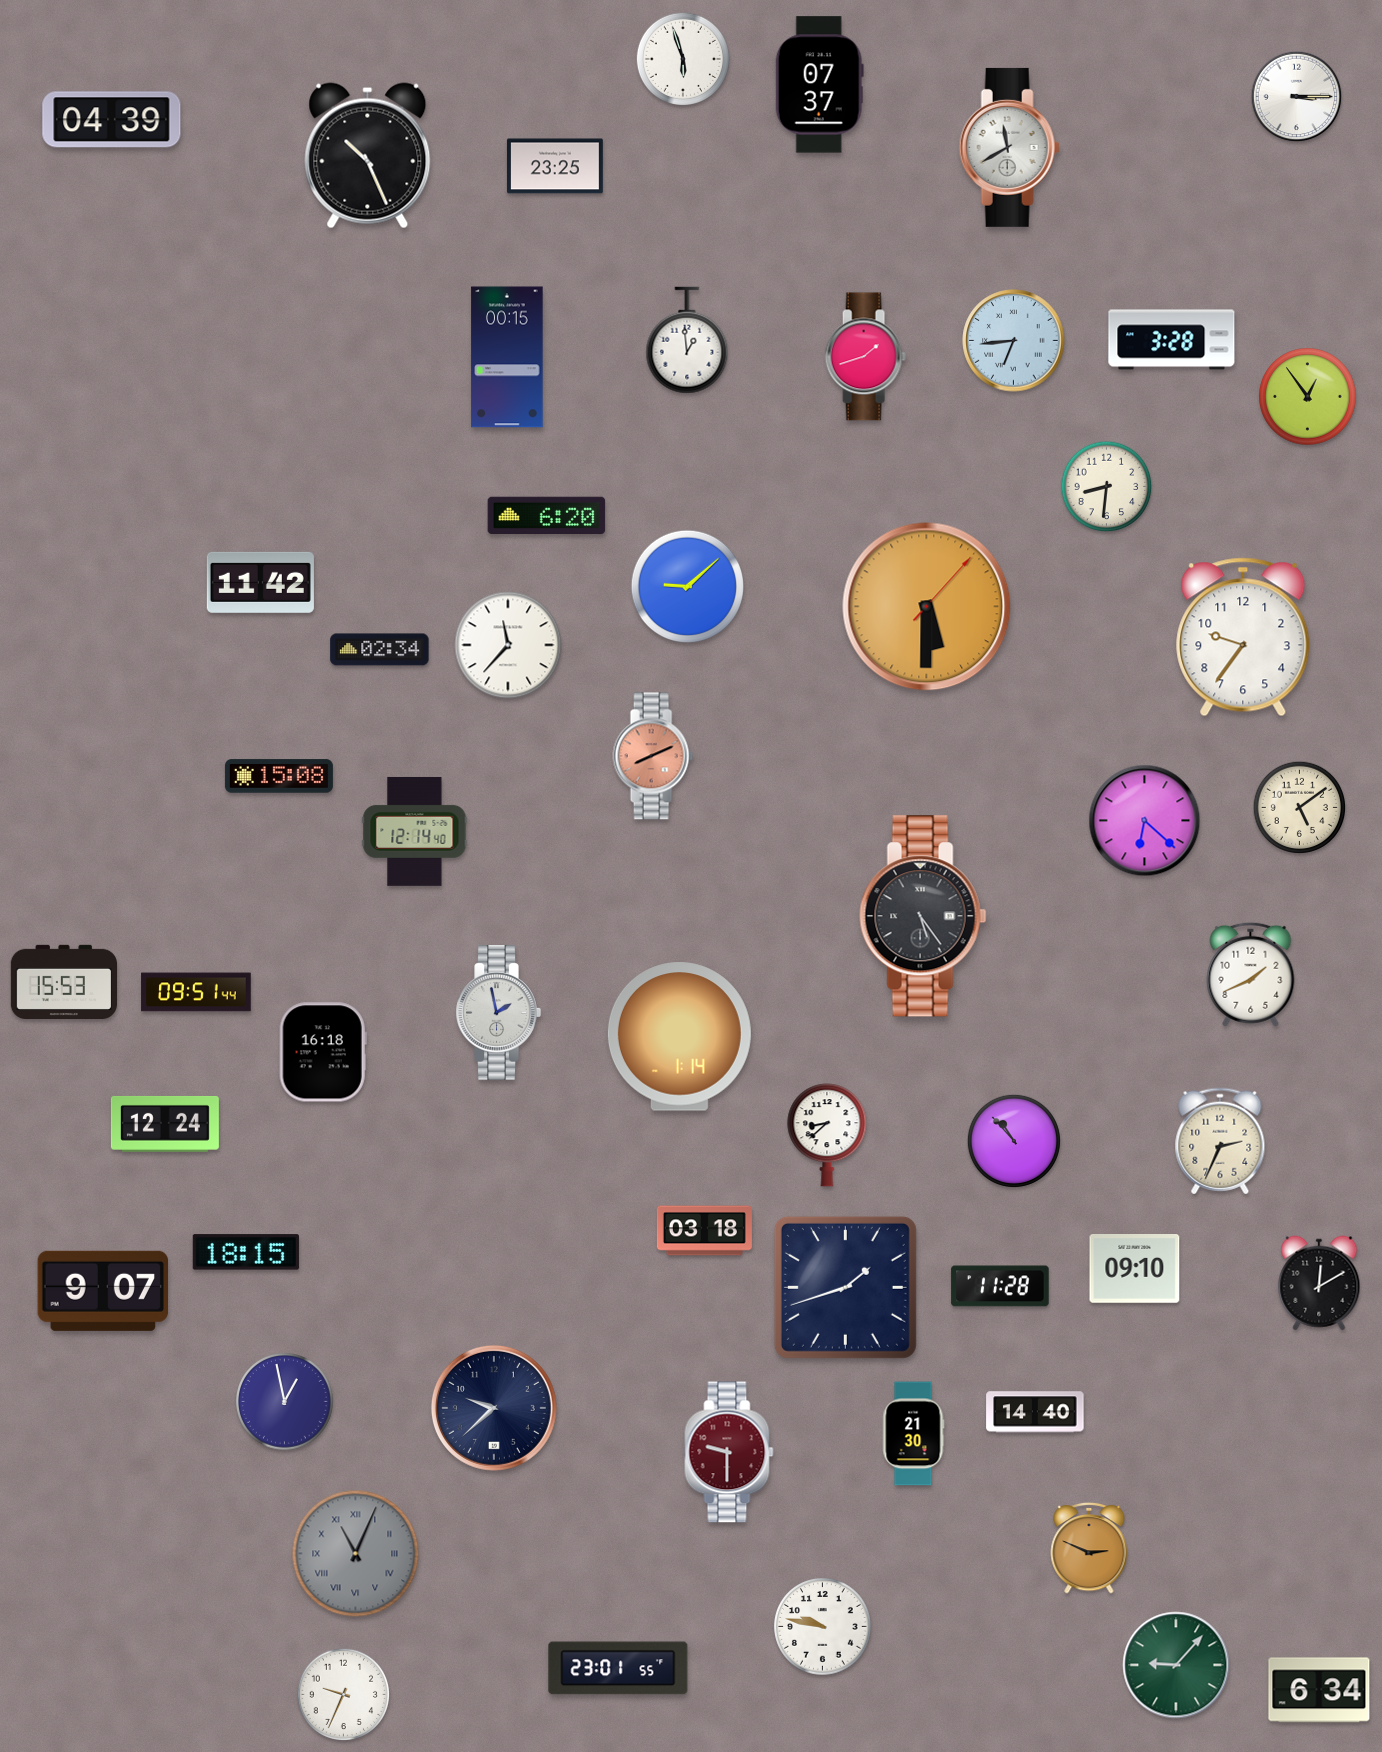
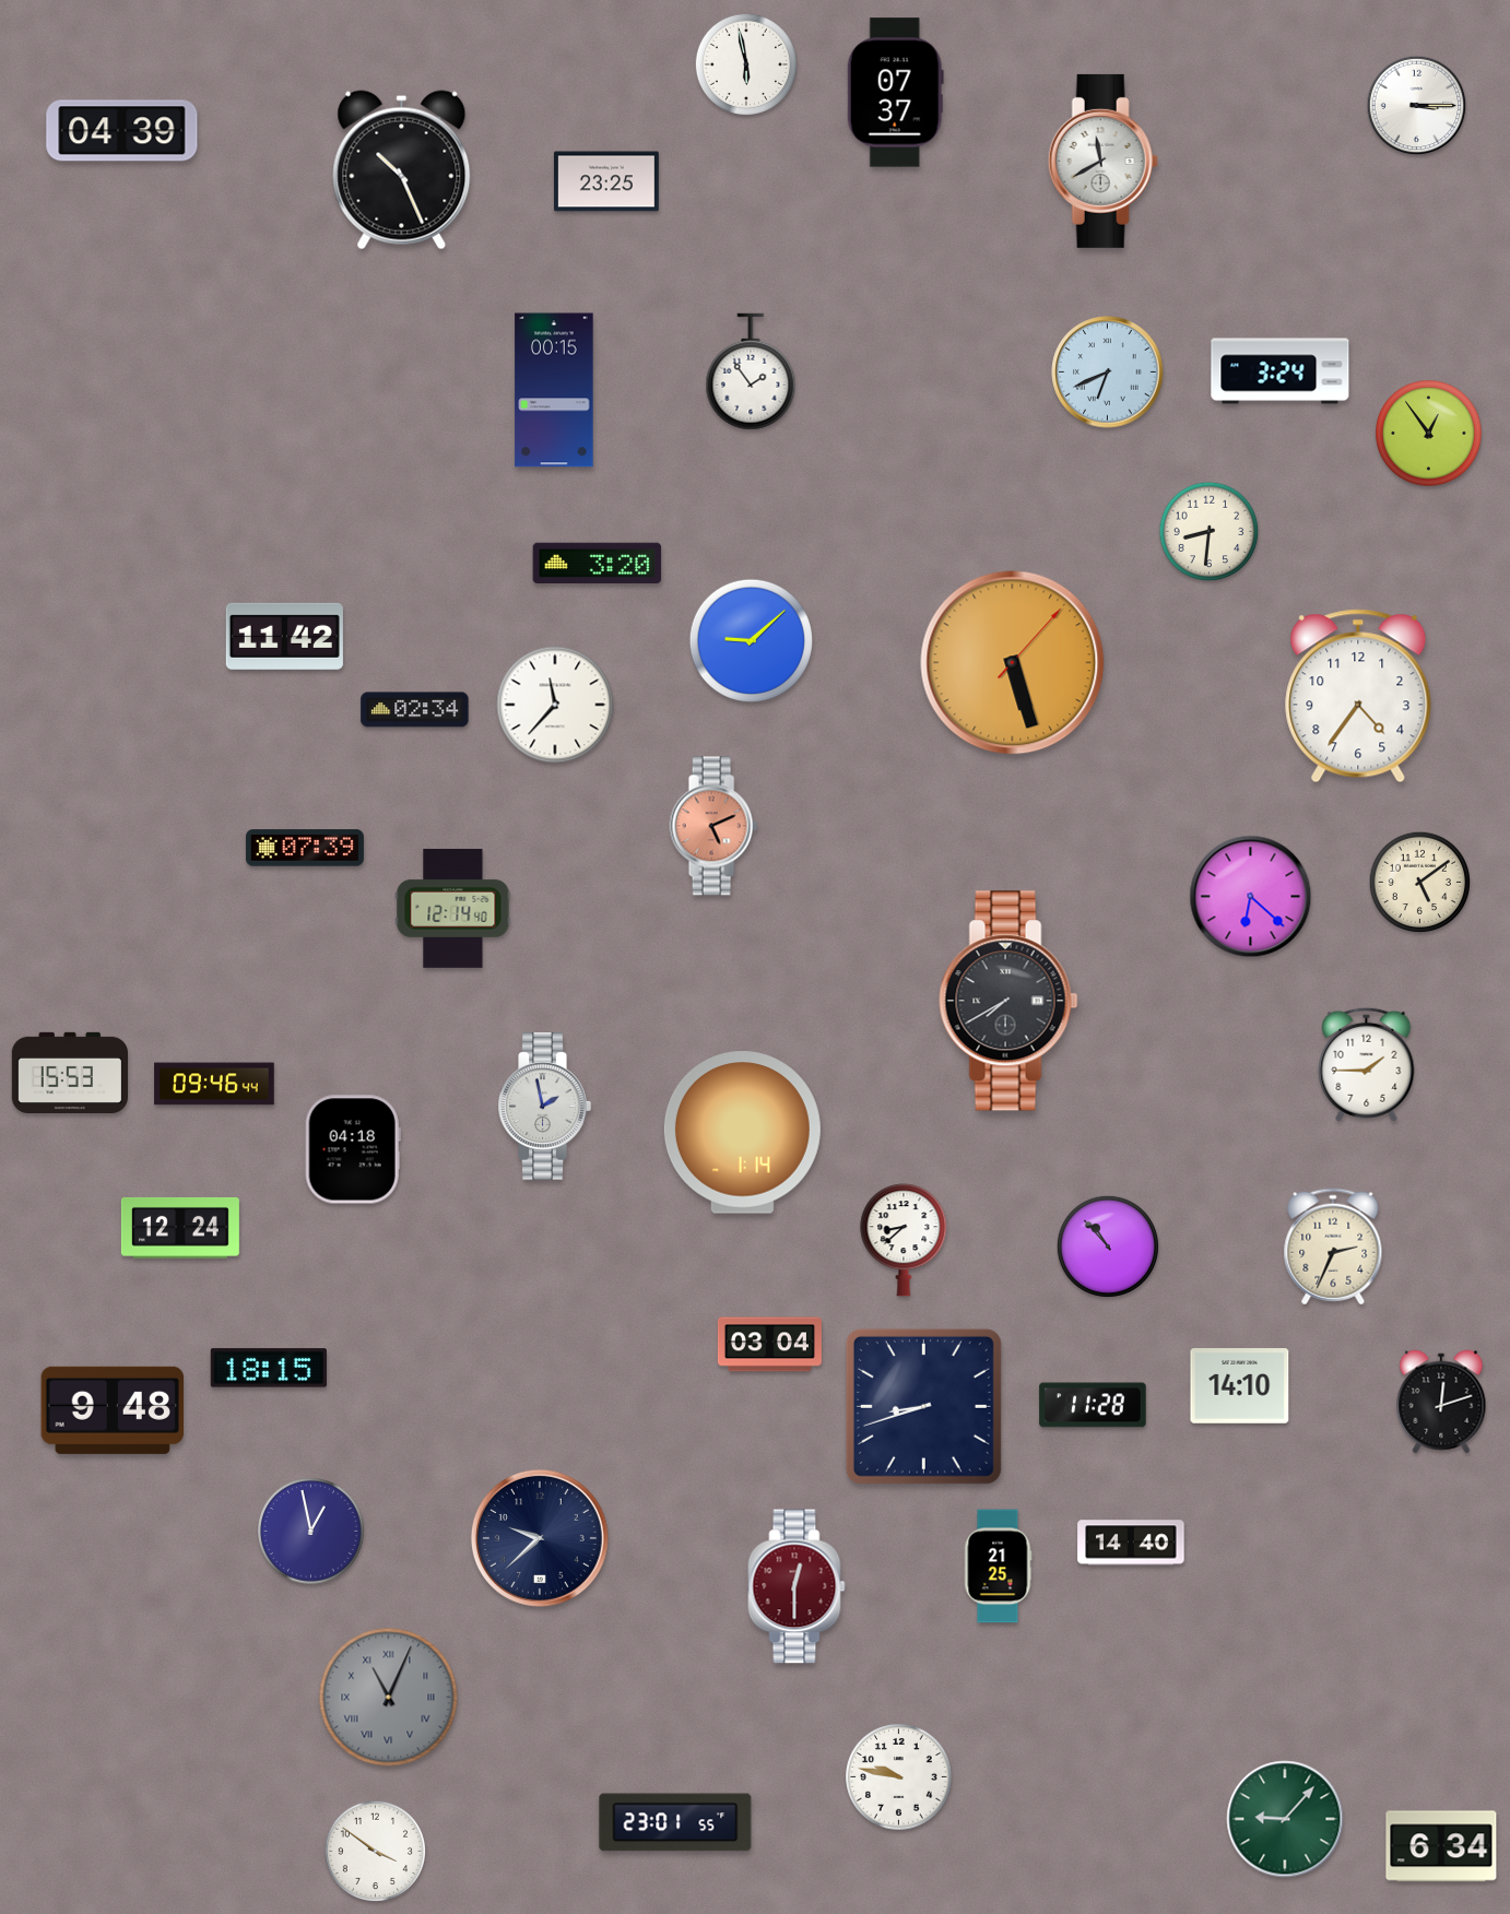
clock at (683, 59): 5:57 -> 5:58
clock at (687, 340): 12:59 -> 1:54
clock at (1172, 340): 3:28 -> 3:24
clock at (1014, 341): 6:44 -> 6:41
clock at (865, 357): 1:42 -> none
clock at (547, 516): 6:20 -> 3:20
clock at (927, 607): 5:30 -> 5:27
clock at (1243, 637): 9:36 -> 4:36
clock at (653, 756): 8:11 -> 5:11
clock at (279, 776): 15:08 -> 07:39
clock at (923, 916): 5:24 -> 7:40
clock at (1251, 974): 1:41 -> 1:45
clock at (196, 992): 09:51 -> 09:46
clock at (323, 1052): 16:18 -> 04:18
clock at (704, 1231): 03:18 -> 03:04
clock at (1135, 1269): 09:10 -> 14:10
clock at (1319, 1283): 12:10 -> 12:12
clock at (845, 1287): 1:42 -> 8:42
clock at (102, 1291): 9:07 -> 9:48
clock at (913, 1434): 21:30 -> 21:25
clock at (729, 1452): 9:30 -> 12:30
clock at (1089, 1548): 2:49 -> none
clock at (344, 1695): 9:34 -> 3:51
